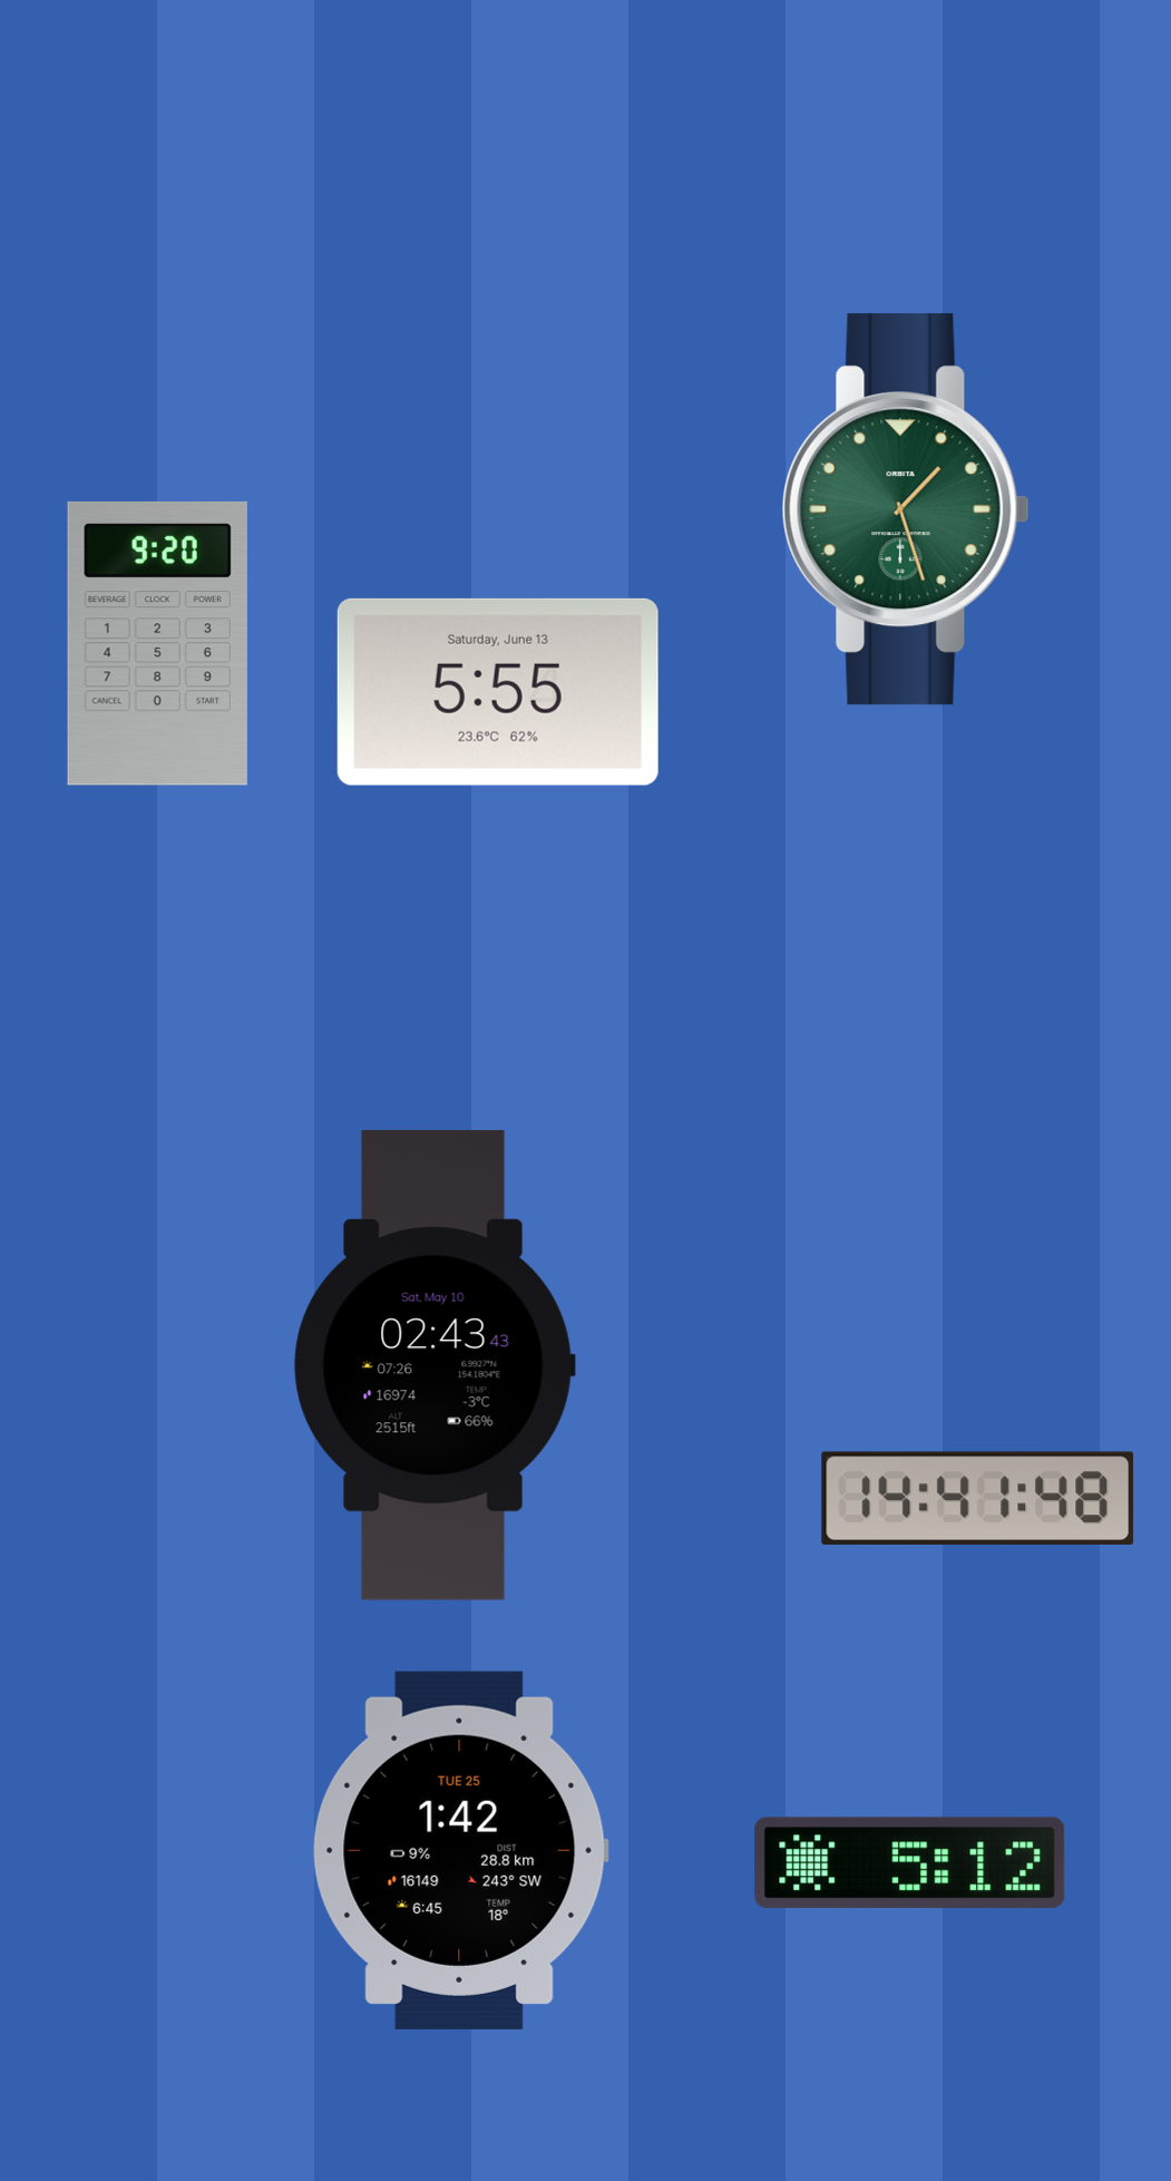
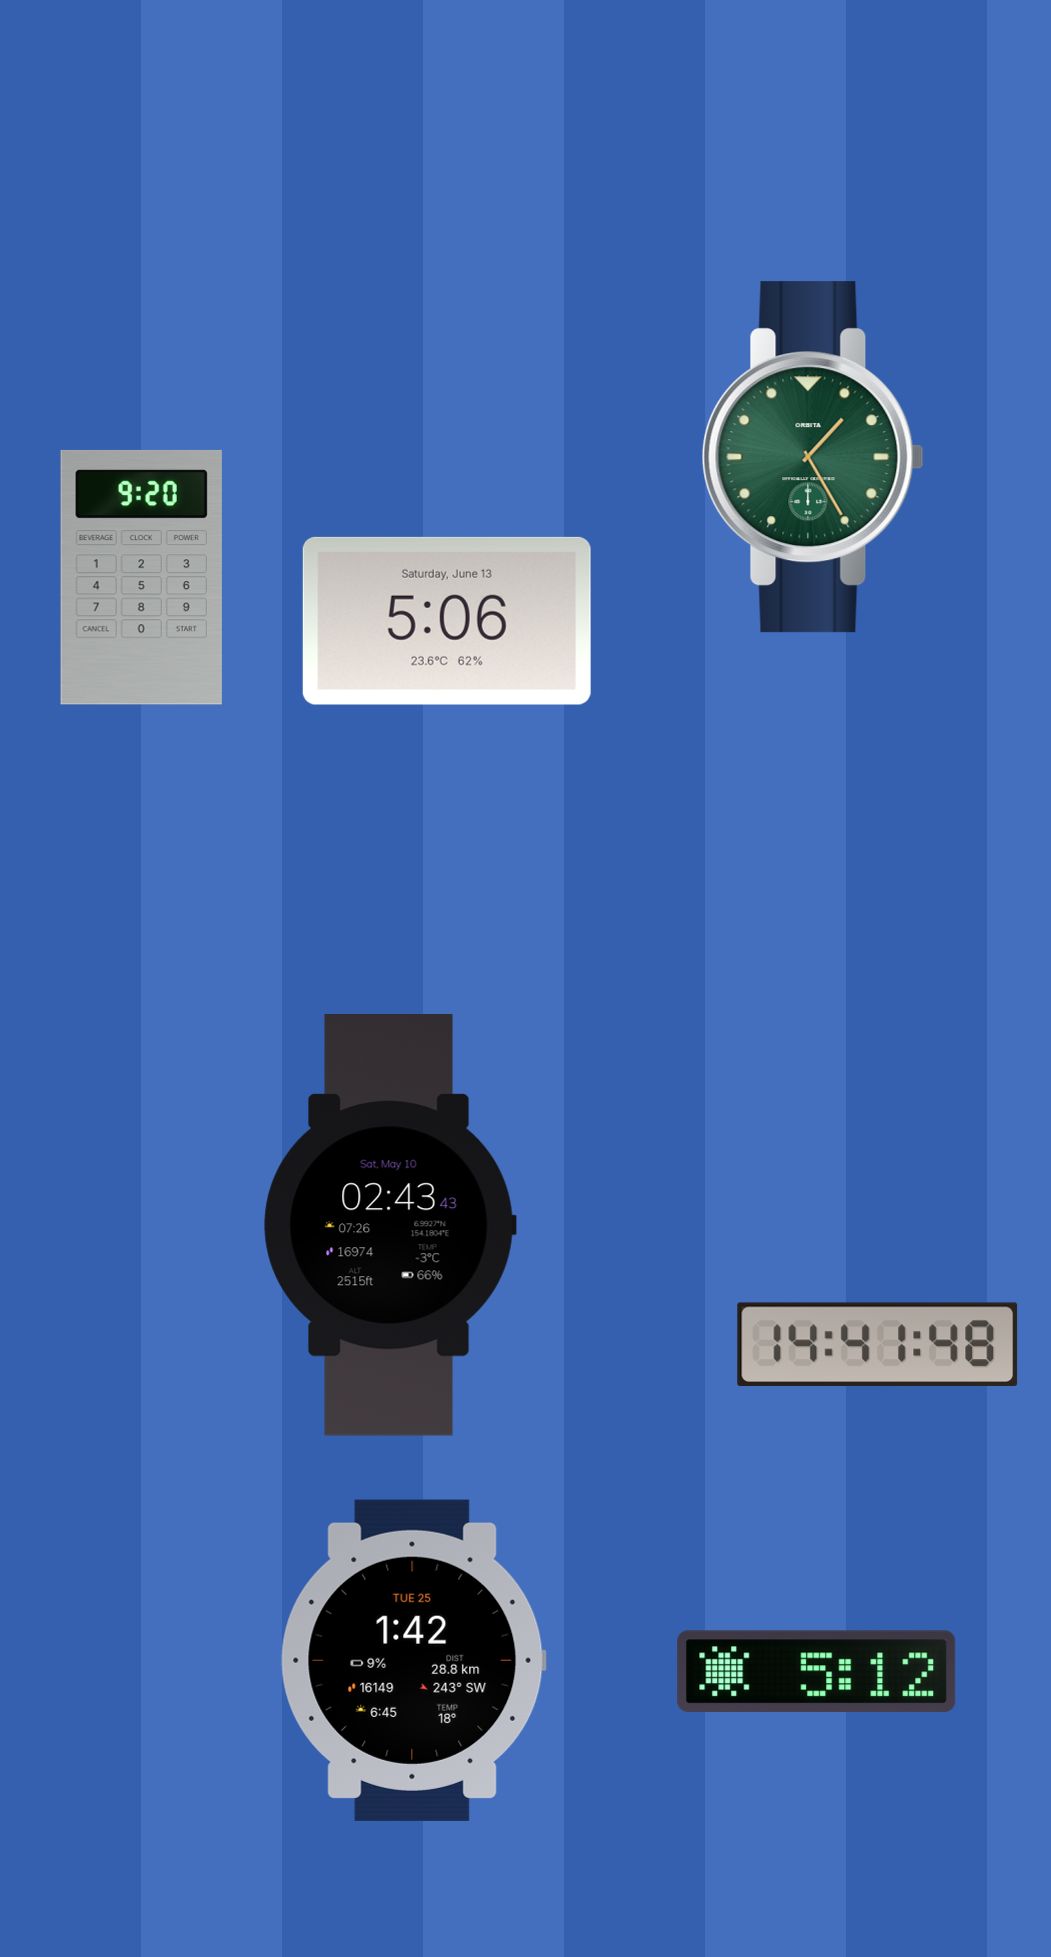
clock at (906, 509): 1:27 -> 1:25
clock at (498, 692): 5:55 -> 5:06
